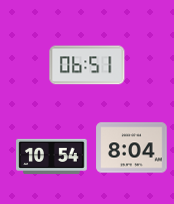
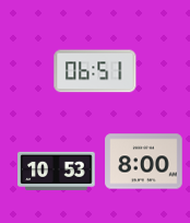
clock at (132, 148): 8:04 -> 8:00
clock at (52, 156): 10:54 -> 10:53
